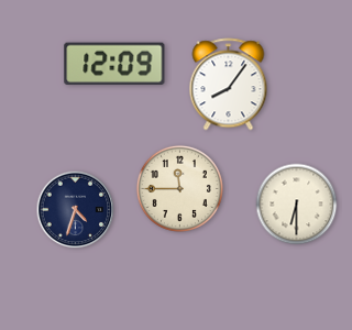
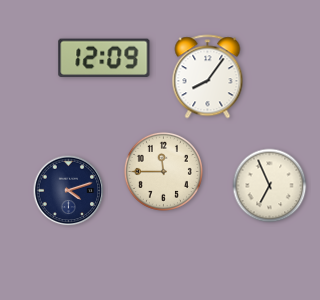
clock at (297, 205): 6:30 -> 6:56
clock at (76, 210): 4:33 -> 4:12
